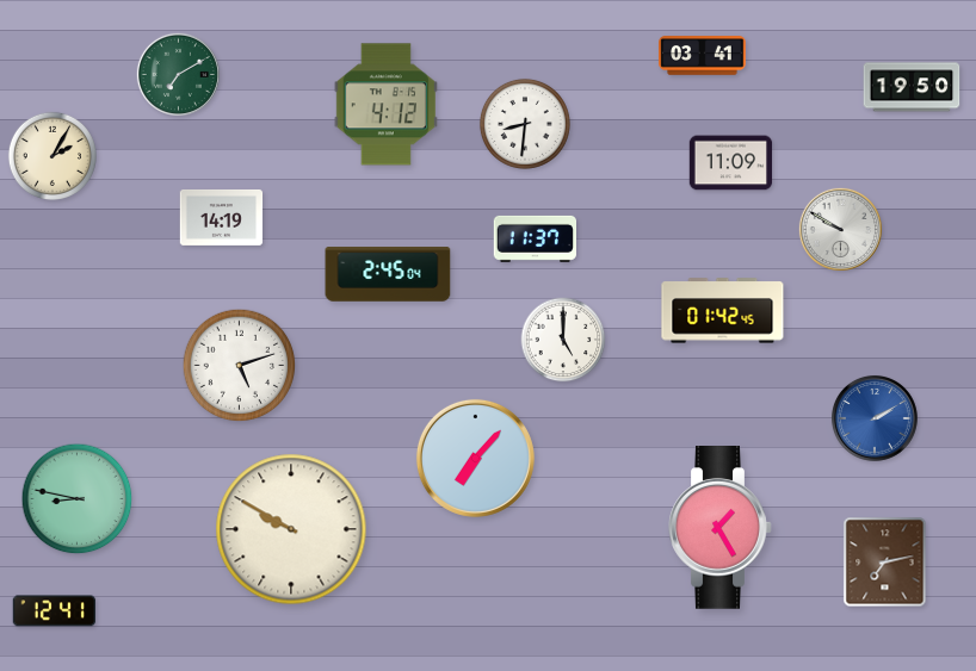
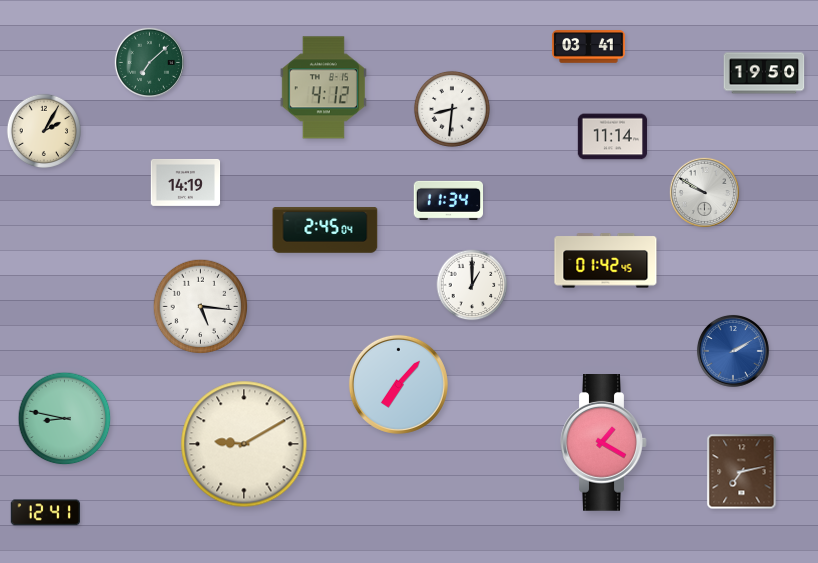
clock at (178, 74): 7:10 -> 7:08
clock at (525, 124) position: (525, 124) -> (452, 109)
clock at (731, 163): 11:09 -> 11:14
clock at (535, 238): 11:37 -> 11:34
clock at (563, 340): 5:00 -> 1:00
clock at (240, 366): 5:12 -> 5:16
clock at (721, 528): 1:25 -> 1:20
clock at (291, 529): 9:50 -> 9:10
